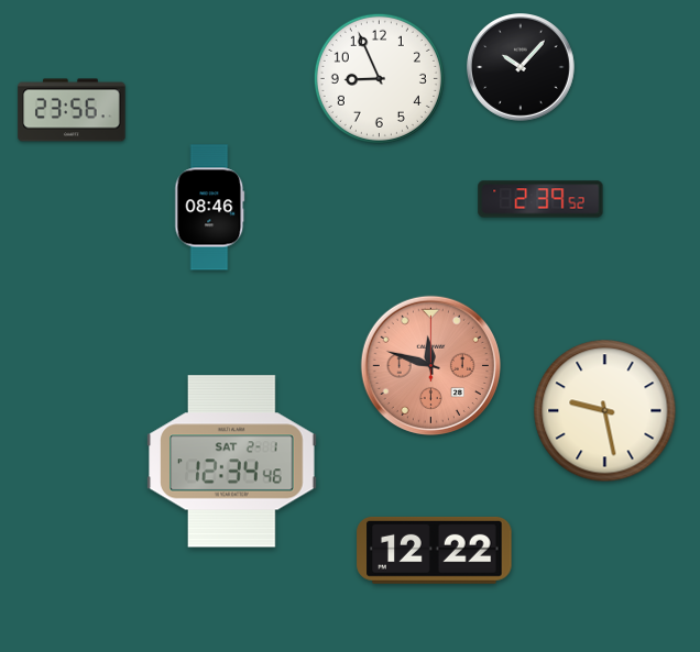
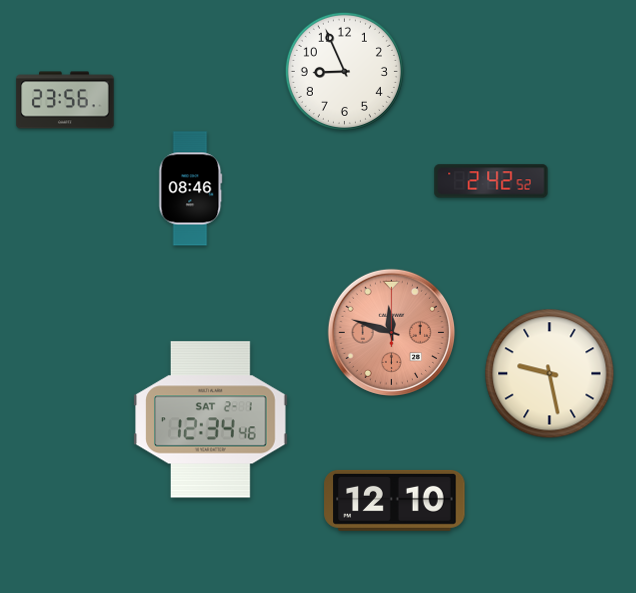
clock at (522, 68): 10:07 -> none
clock at (540, 199): 2:39 -> 2:42
clock at (435, 550): 12:22 -> 12:10
